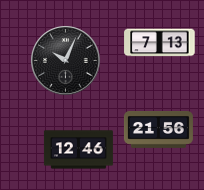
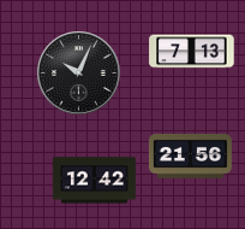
clock at (78, 150): 12:46 -> 12:42
